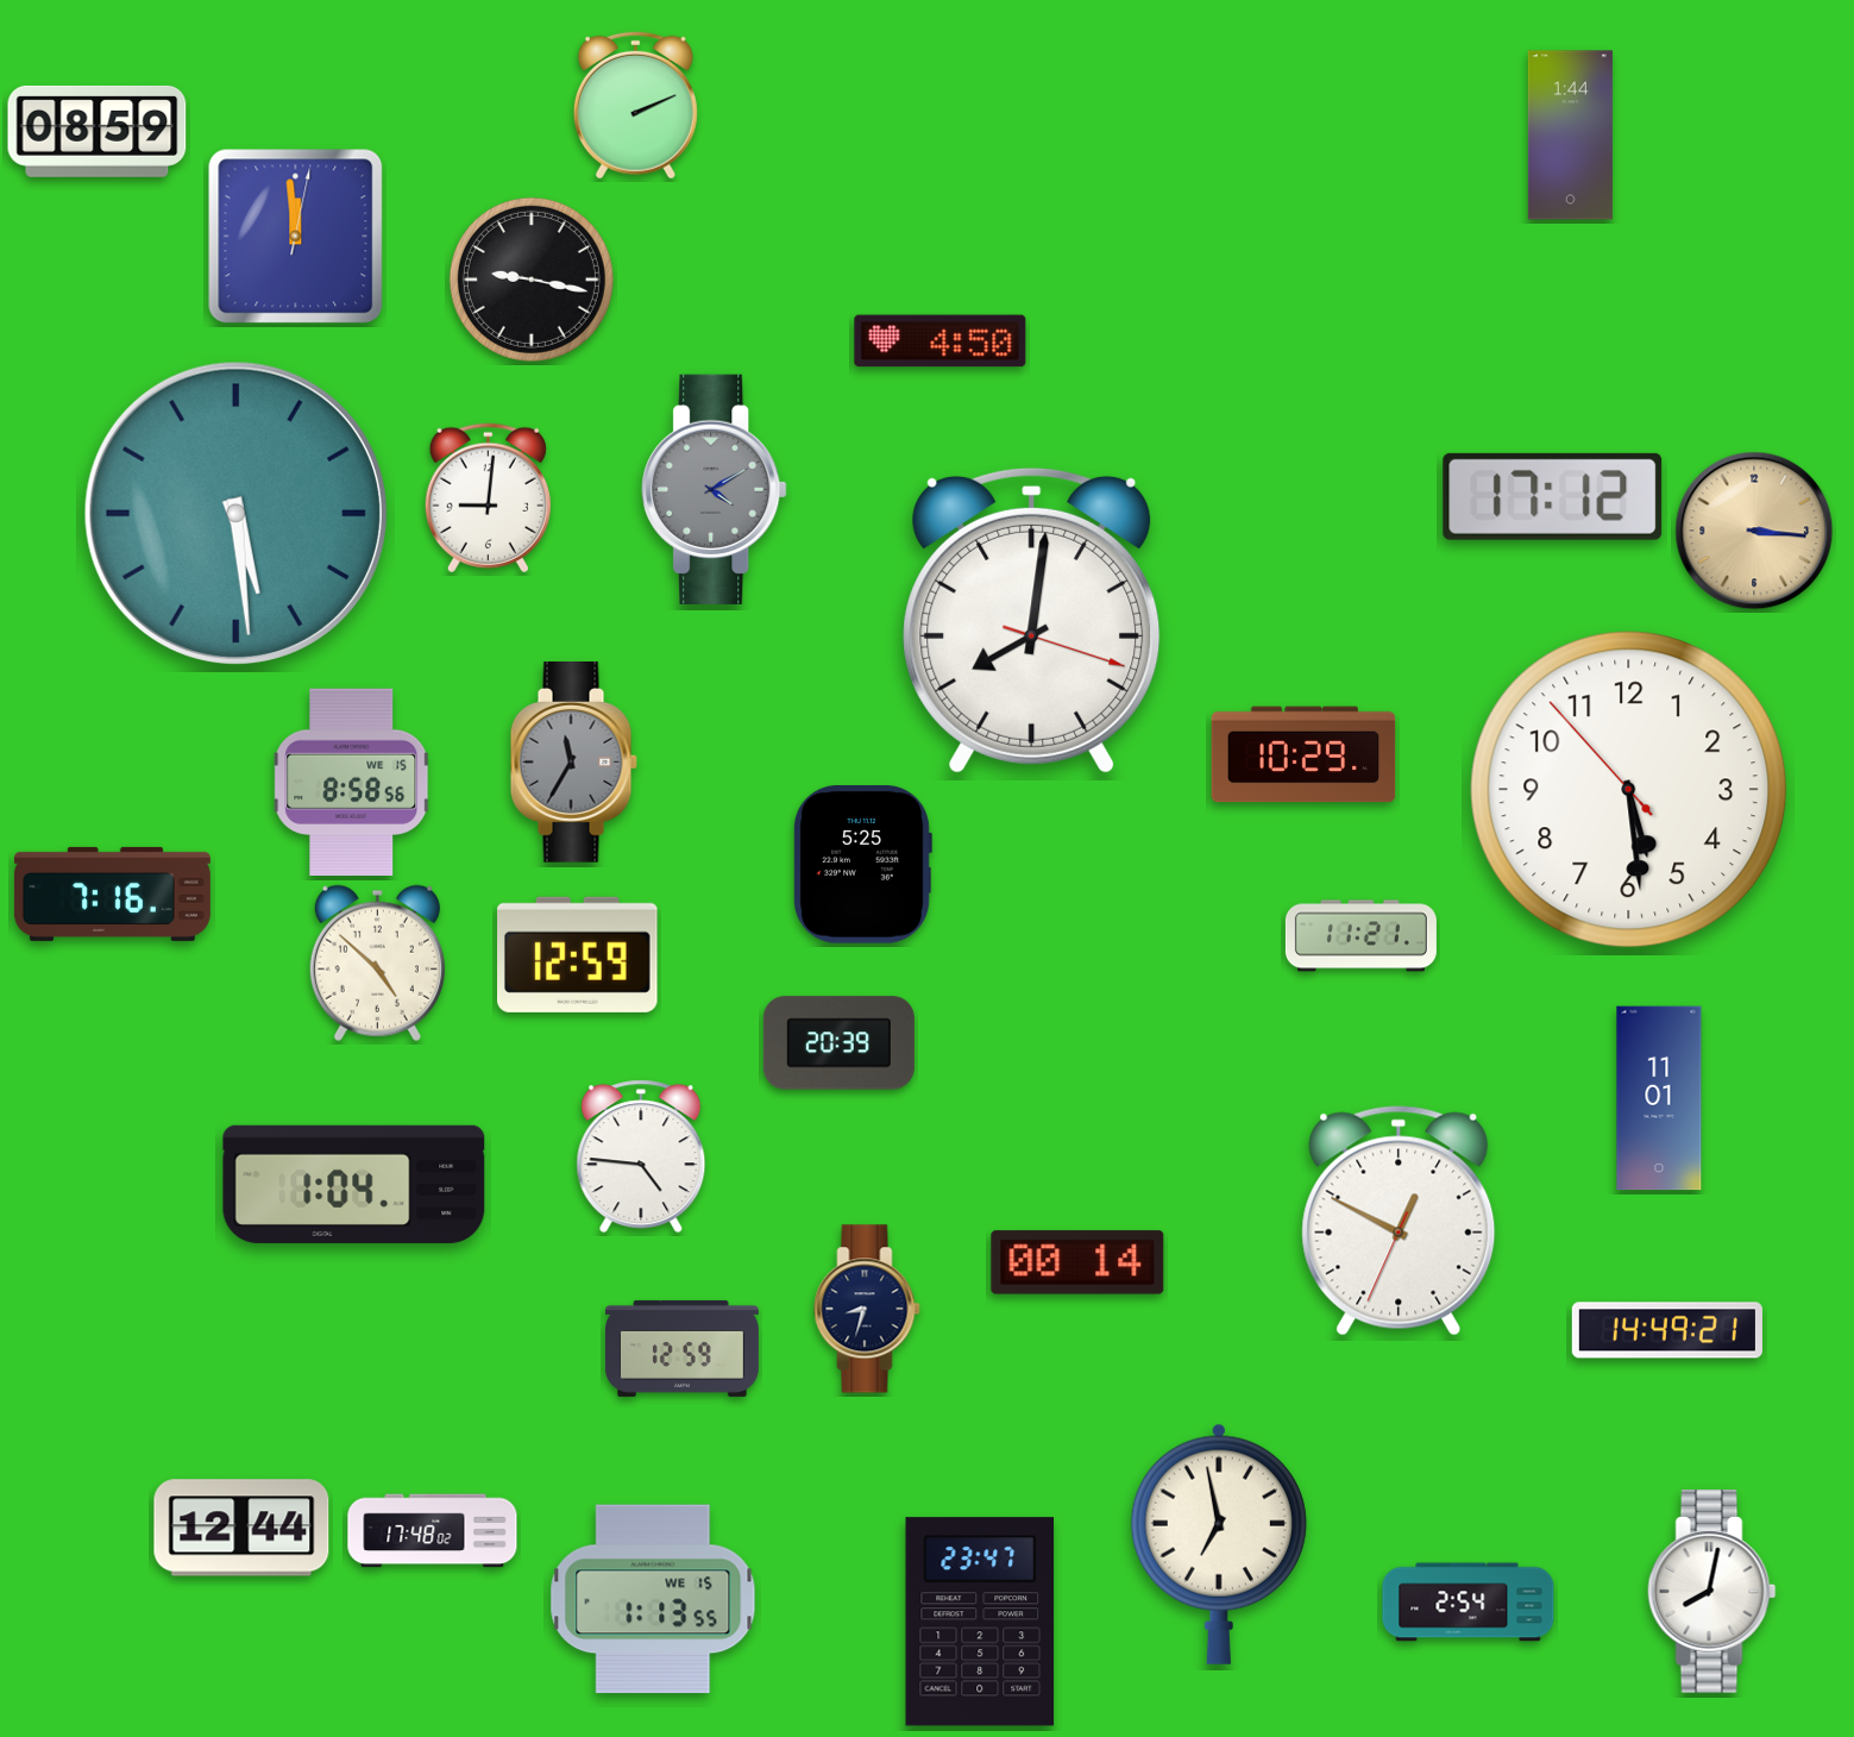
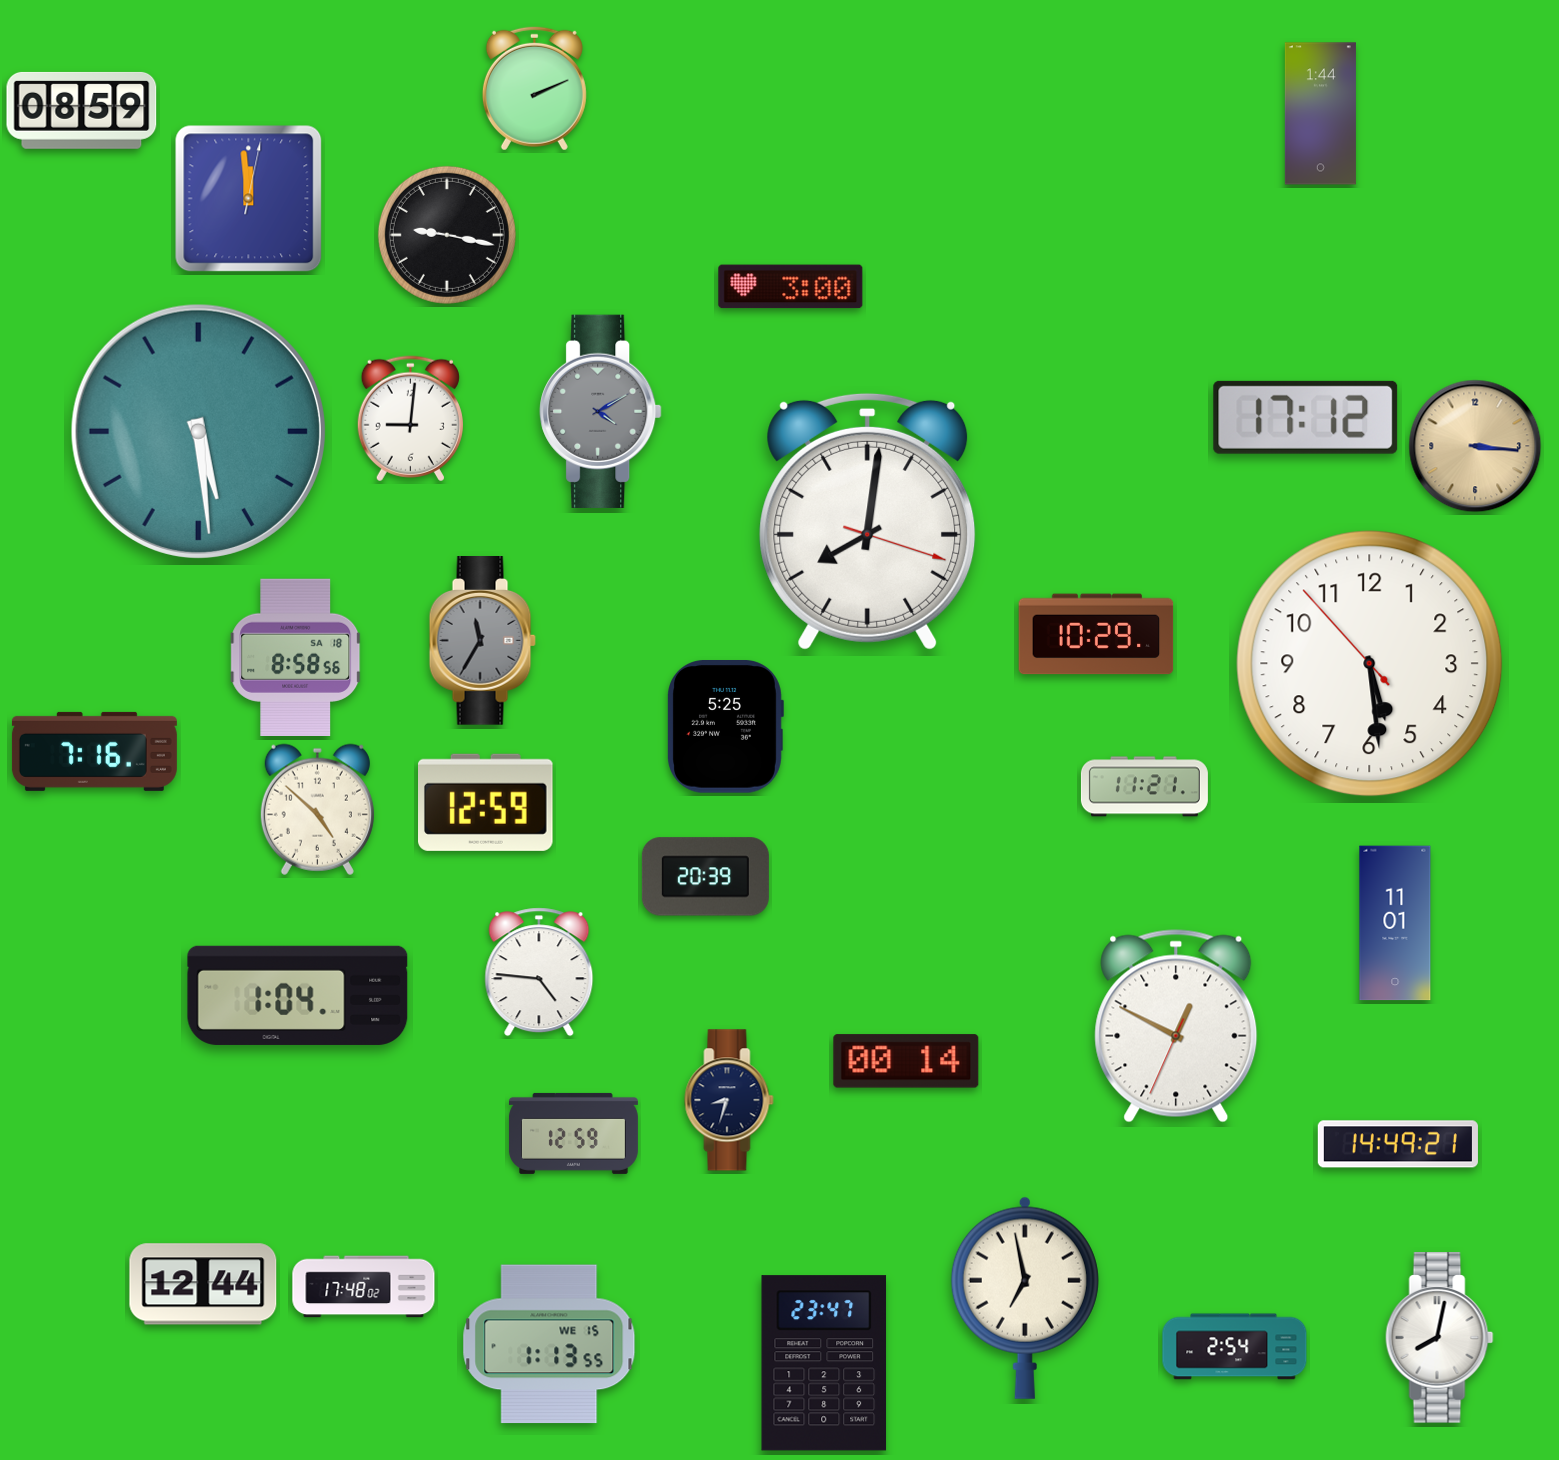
clock at (941, 341): 4:50 -> 3:00
clock at (352, 782) date: WE 15 -> SA 18
clock at (1667, 1330) position: (1667, 1330) -> (1398, 1144)
